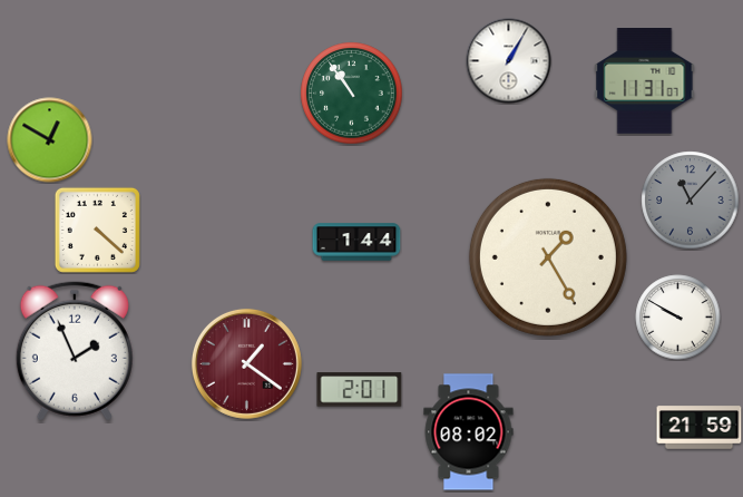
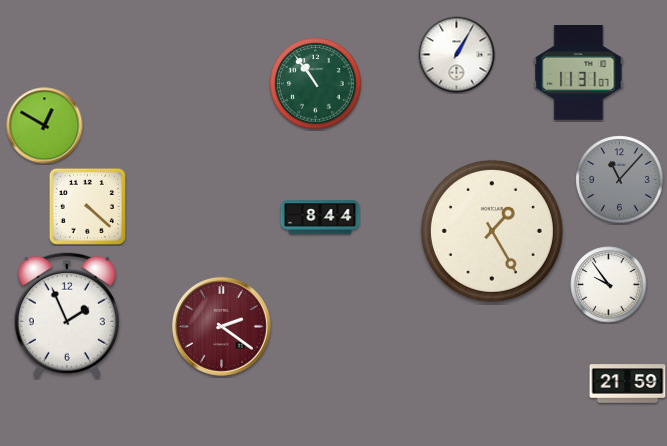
clock at (356, 242): 1:44 -> 8:44
clock at (678, 318): 9:50 -> 9:54
clock at (246, 363): 1:21 -> 2:21
clock at (360, 390): 2:01 -> none
clock at (469, 432): 08:02 -> none
